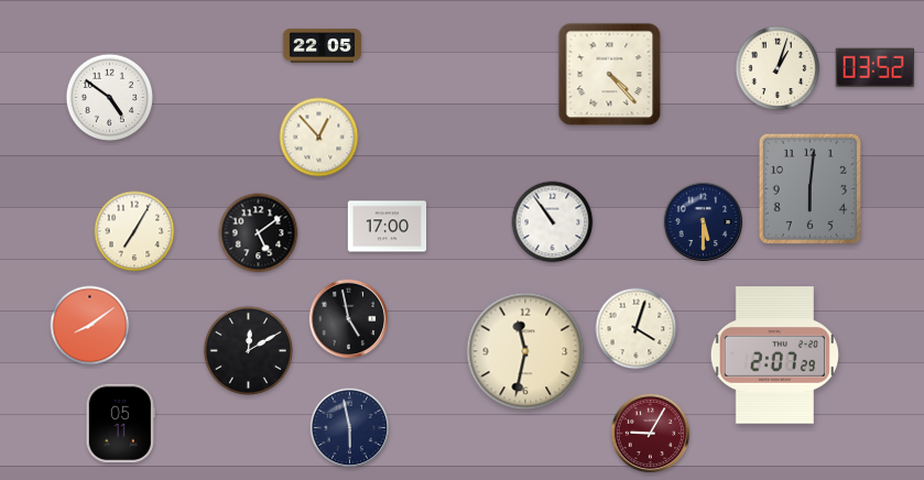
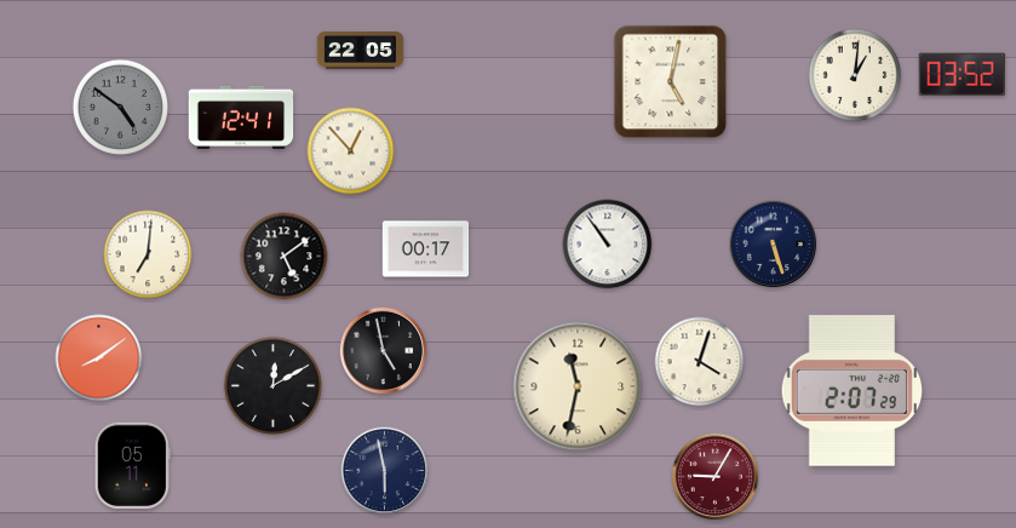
clock at (323, 46) position: (323, 46) -> (361, 51)
clock at (778, 68): 1:03 -> 1:01
clock at (610, 75): 4:23 -> 5:02
clock at (110, 98) dial: white -> grey
clock at (241, 117): none -> 12:41
clock at (809, 188): 6:01 -> none
clock at (704, 222): 5:30 -> 5:27
clock at (388, 227): 17:00 -> 00:17
clock at (134, 231): 7:05 -> 7:01
